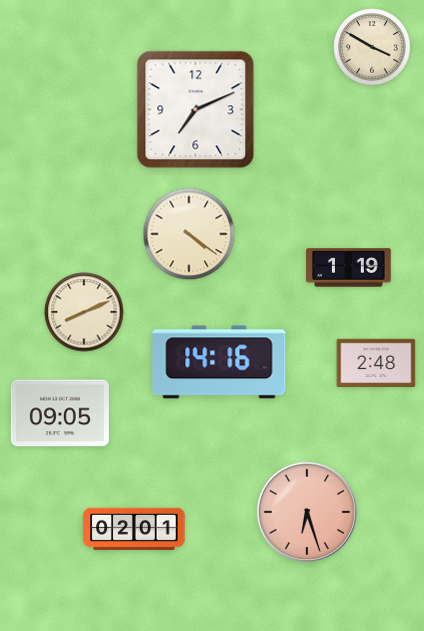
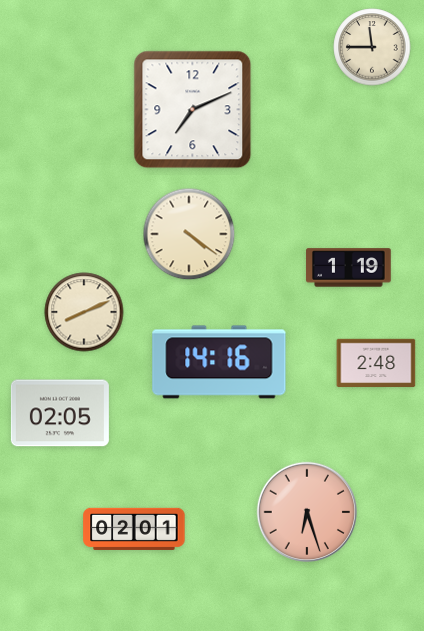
clock at (372, 47): 3:50 -> 11:45
clock at (196, 110) position: (196, 110) -> (193, 110)
clock at (60, 413): 09:05 -> 02:05
